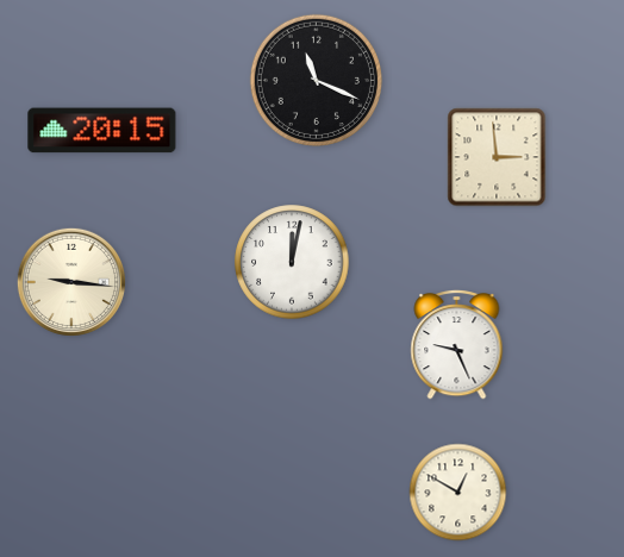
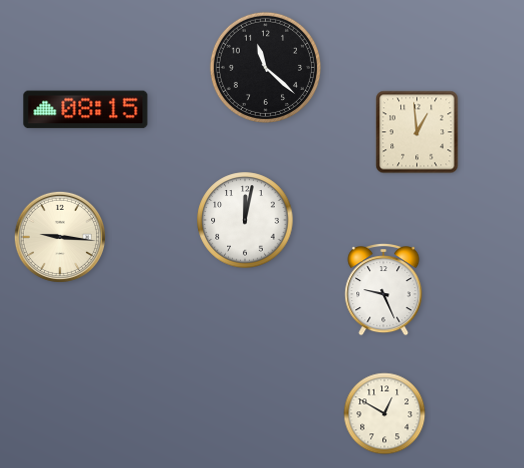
clock at (316, 80): 11:19 -> 11:22
clock at (102, 131): 20:15 -> 08:15
clock at (497, 157): 2:59 -> 12:59
